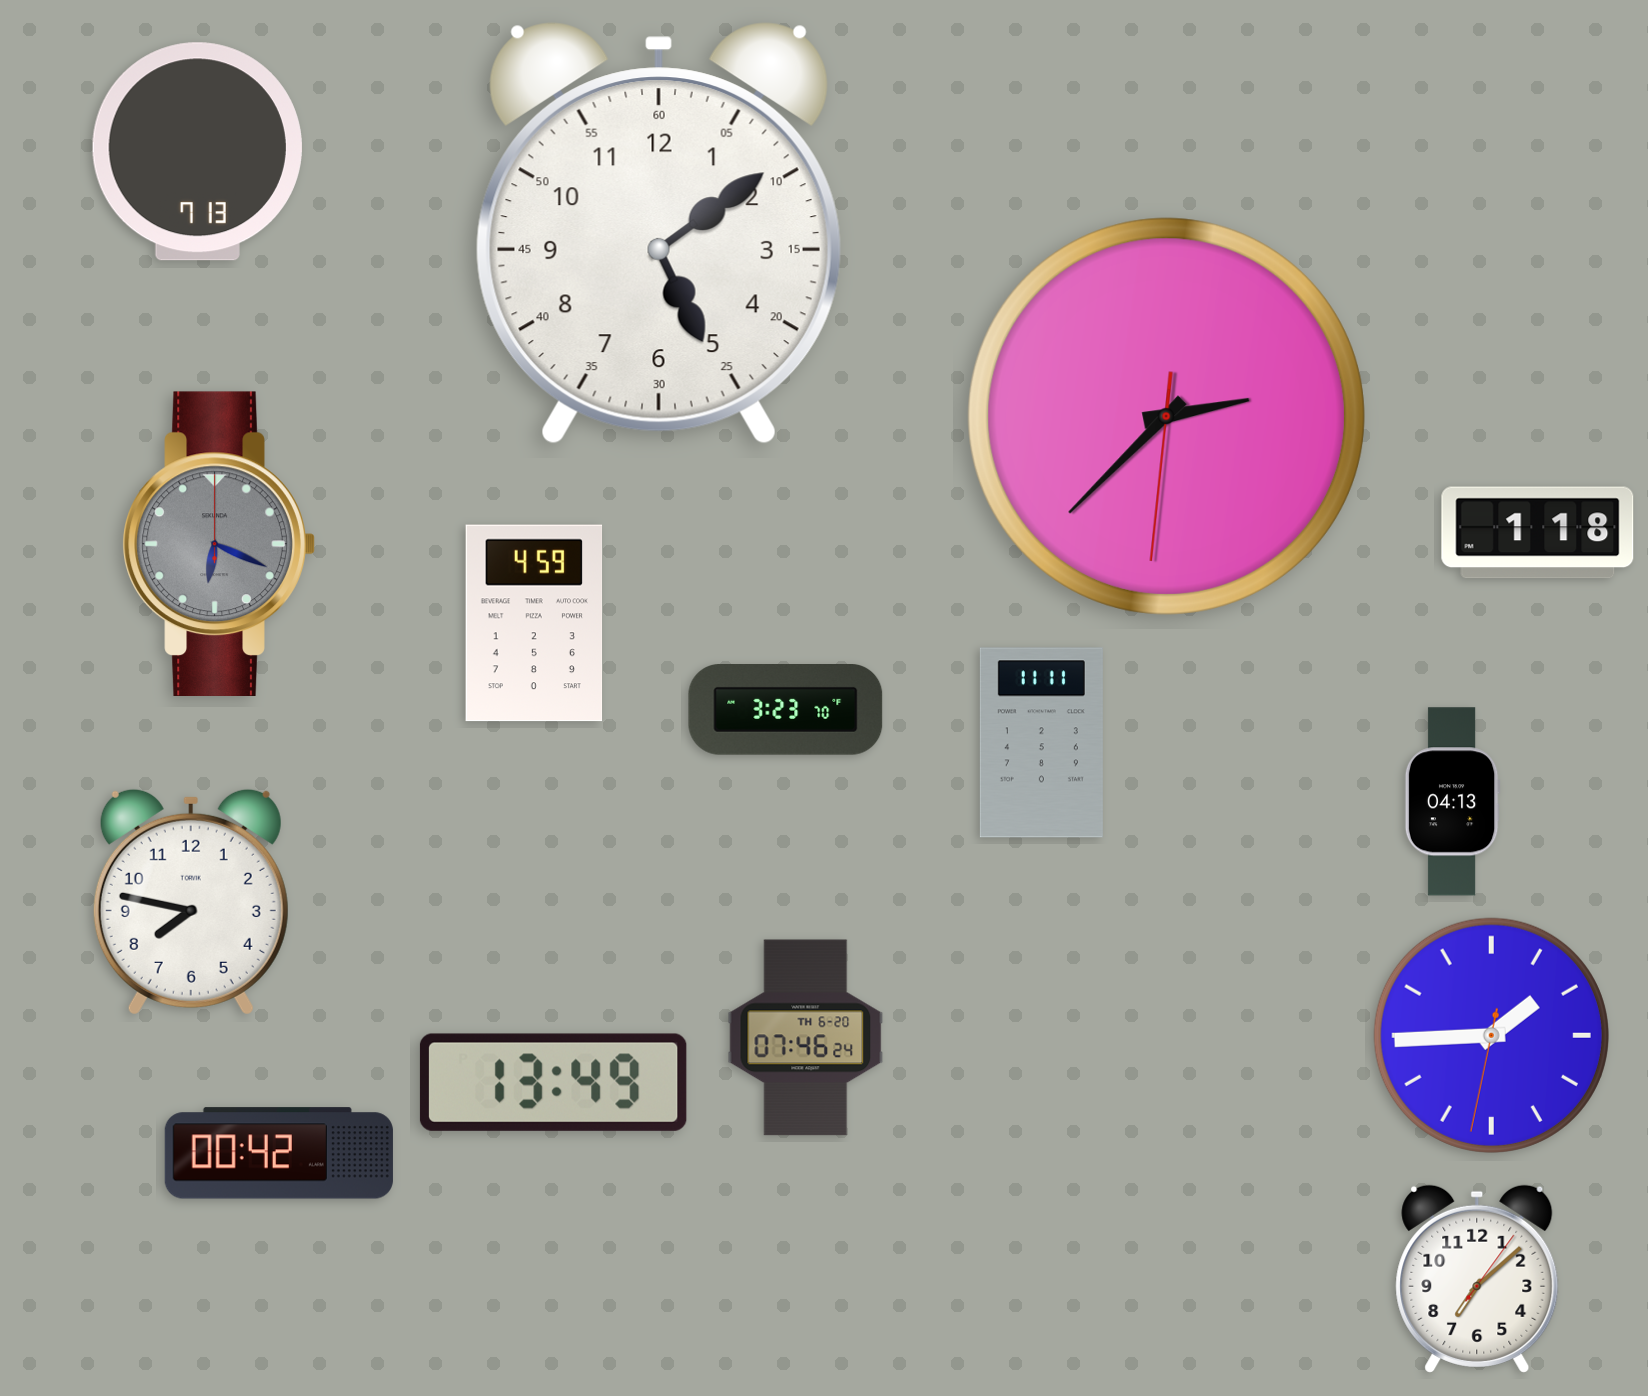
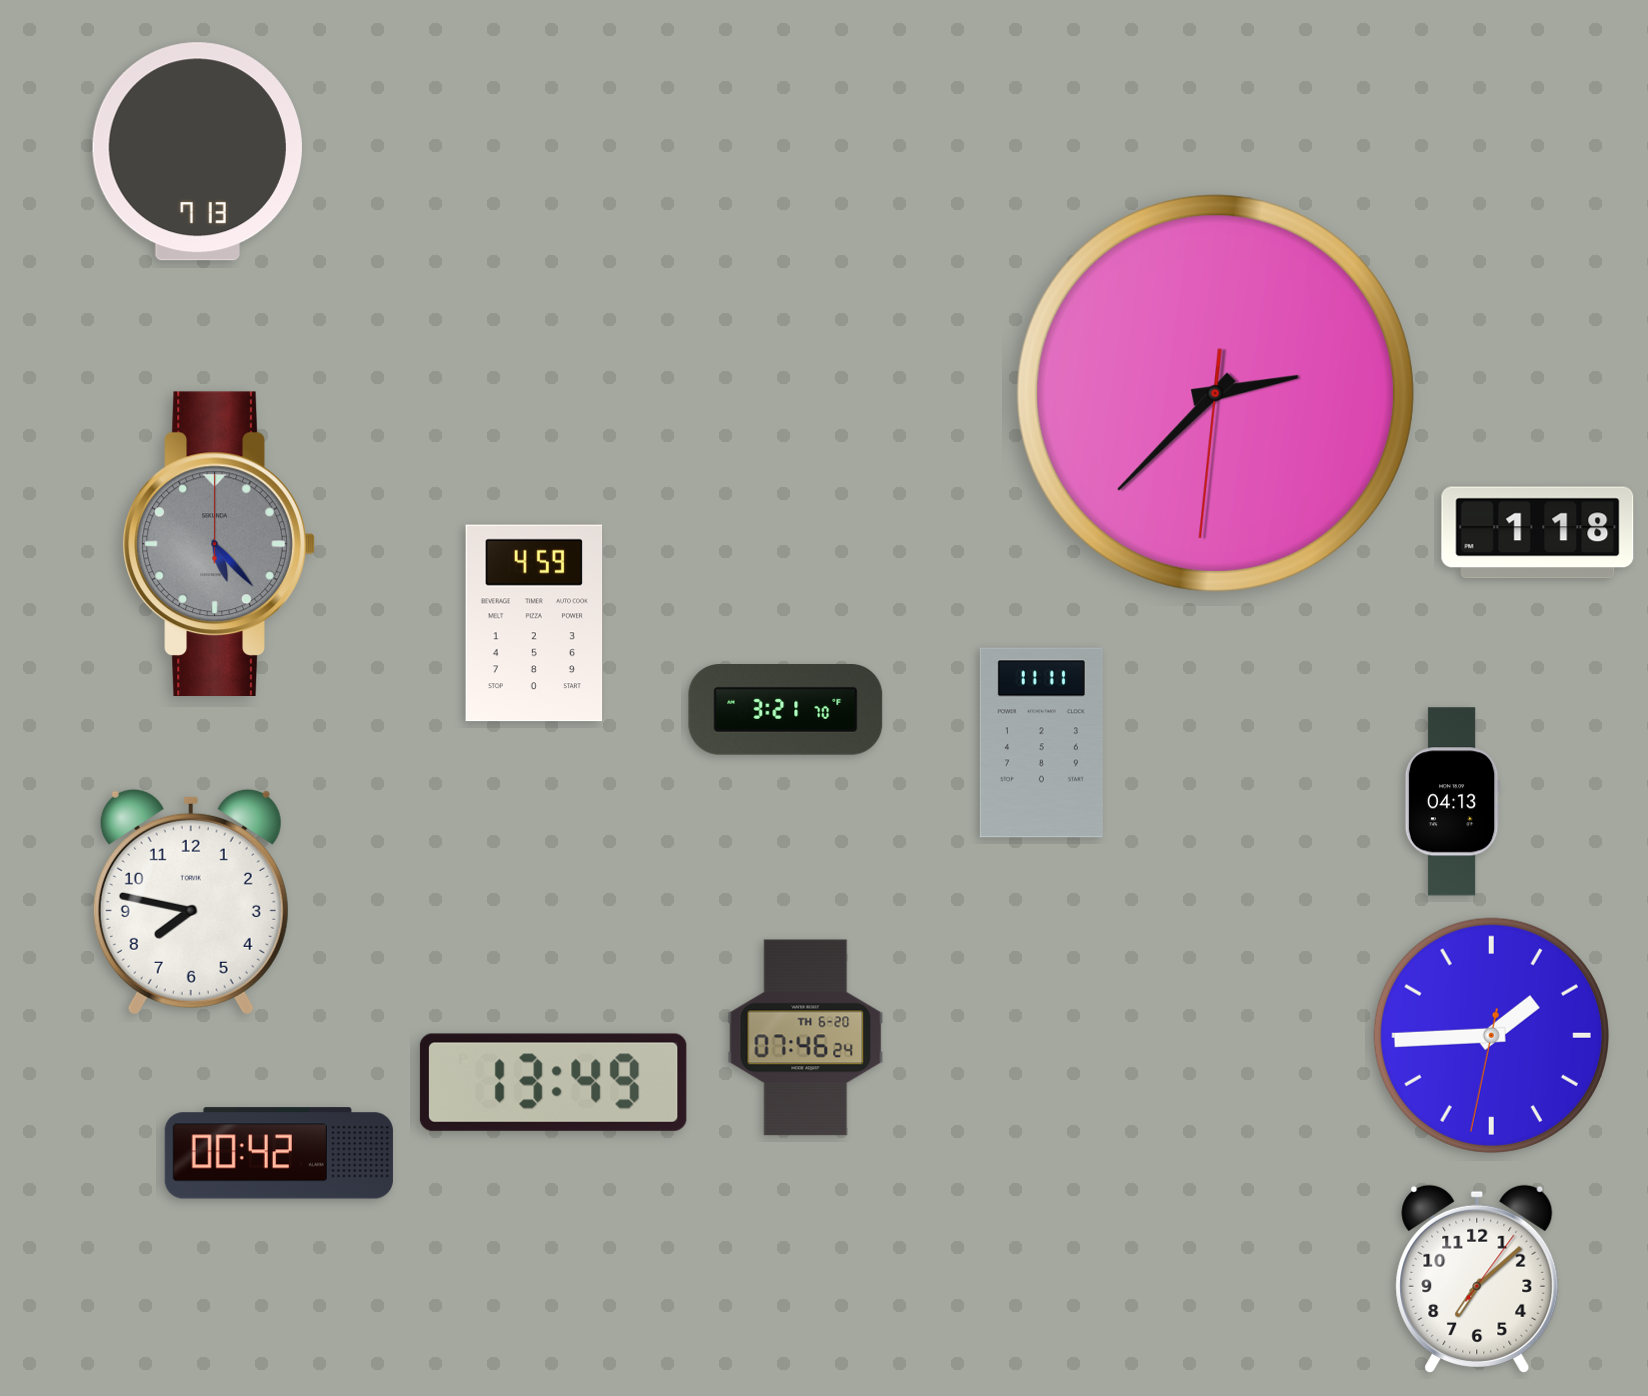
clock at (659, 233): 5:09 -> none
clock at (1166, 416) position: (1166, 416) -> (1215, 393)
clock at (219, 543): 6:19 -> 5:23
clock at (786, 710): 3:23 -> 3:21
